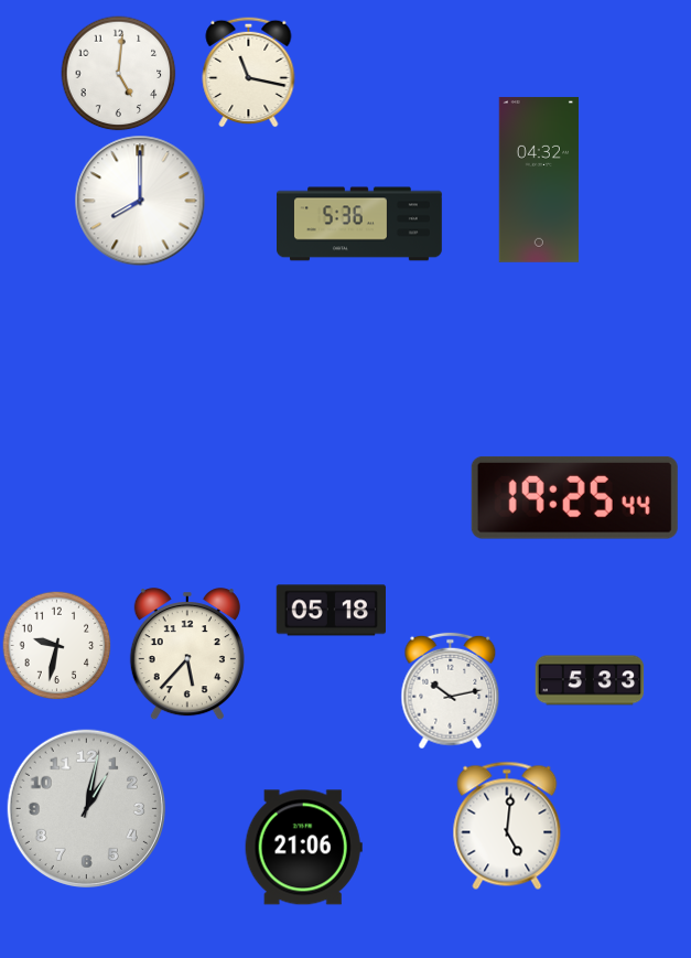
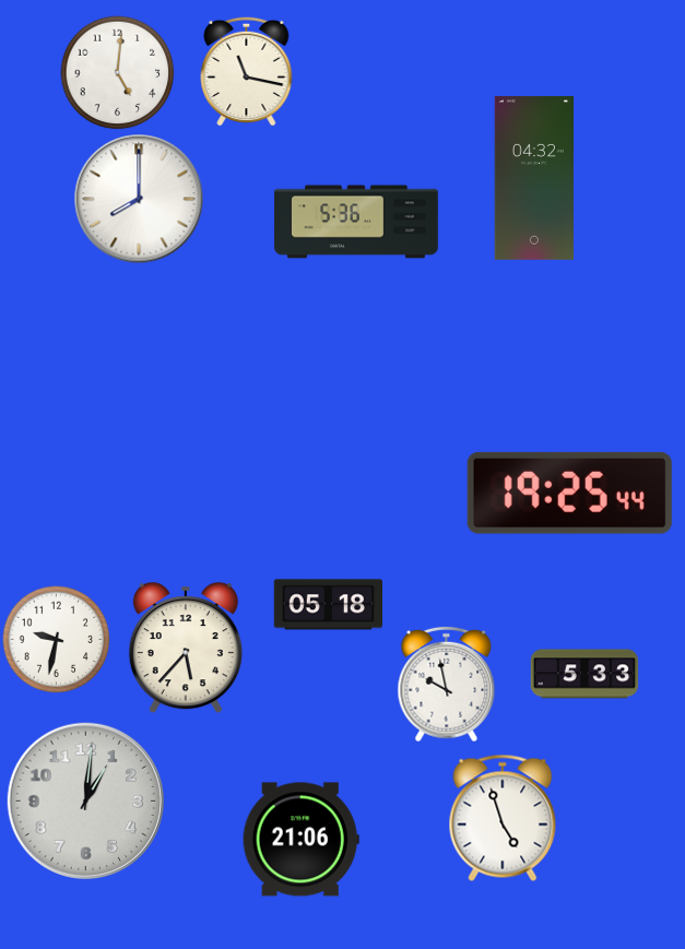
clock at (451, 691): 10:13 -> 9:58
clock at (86, 808): 1:02 -> 1:01
clock at (507, 826): 5:01 -> 4:57
